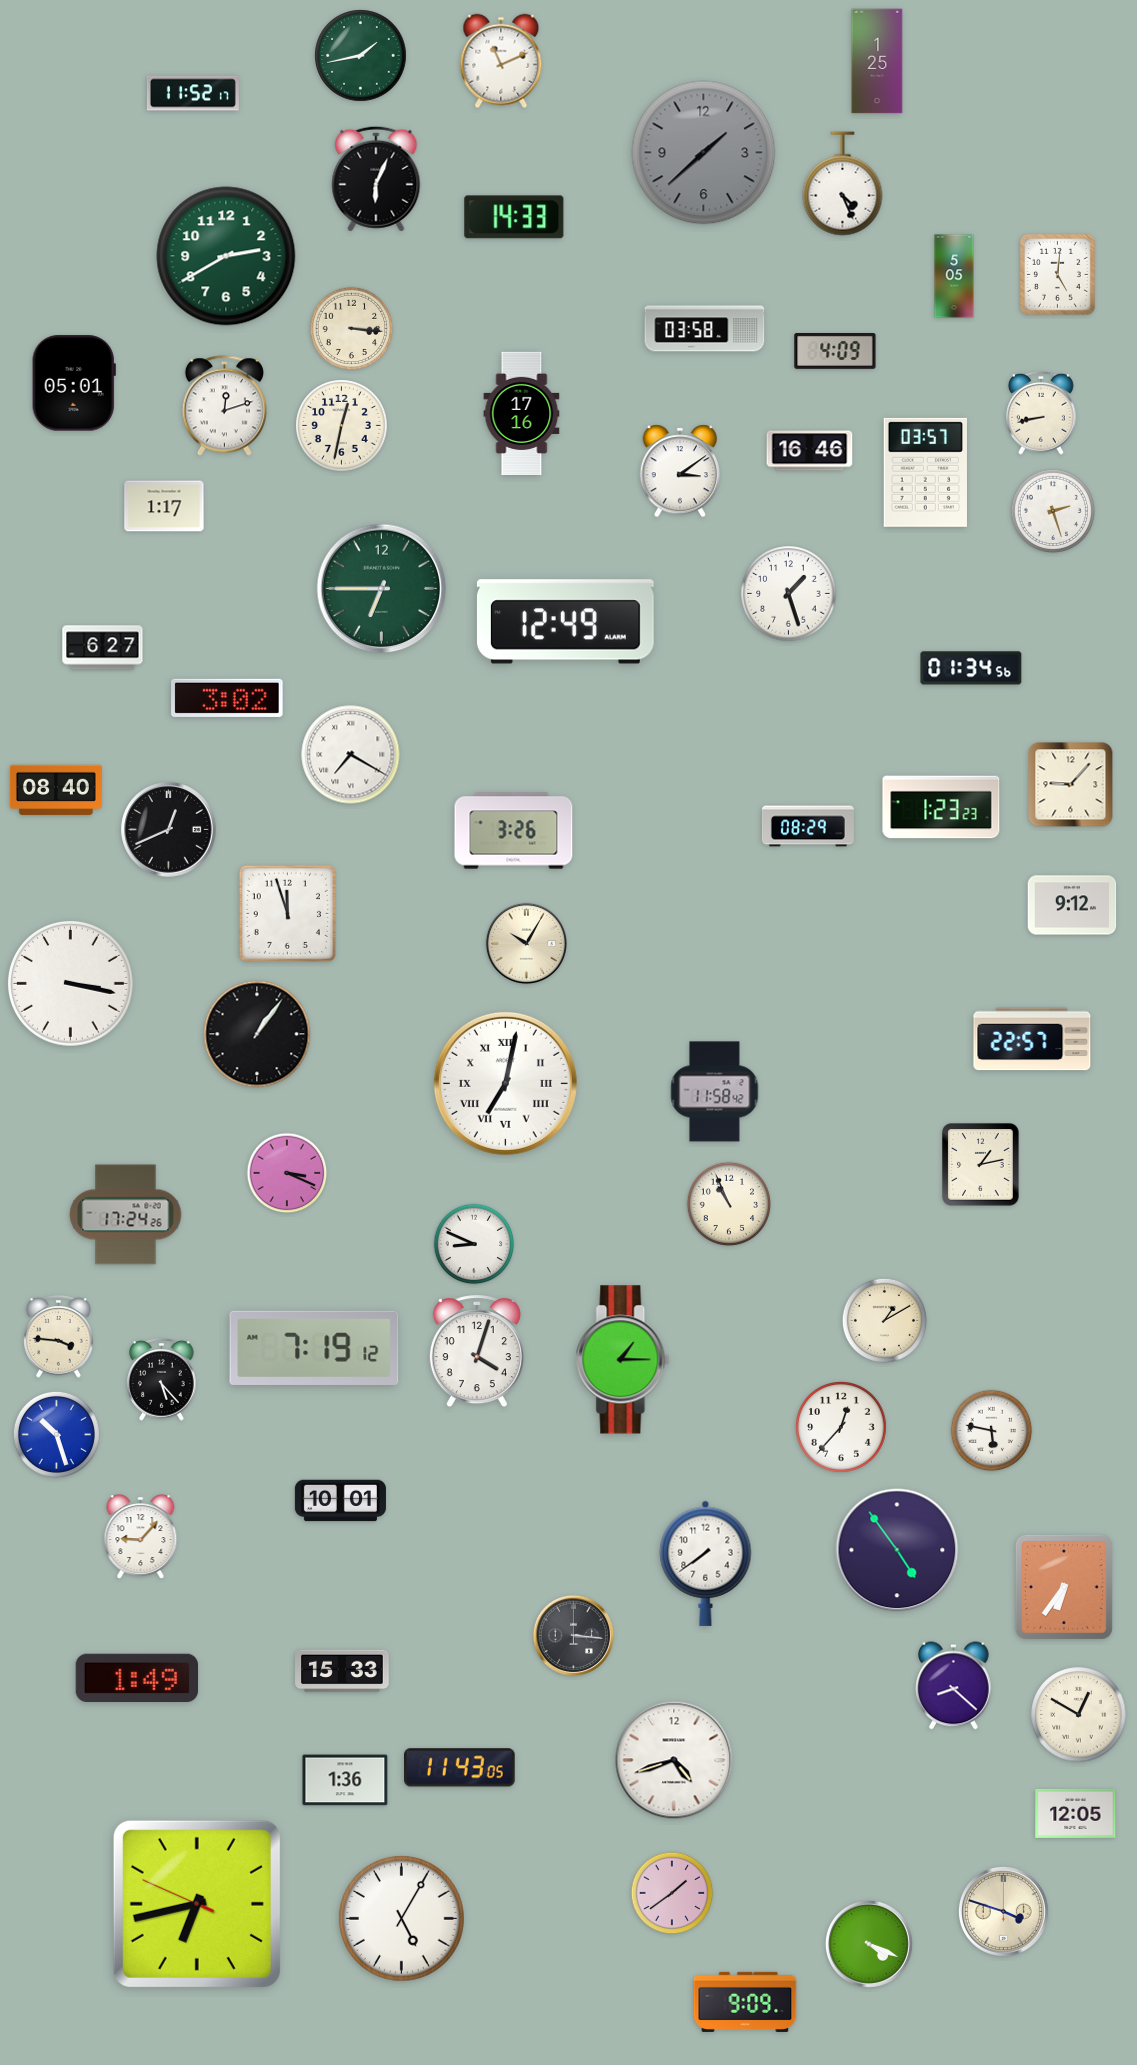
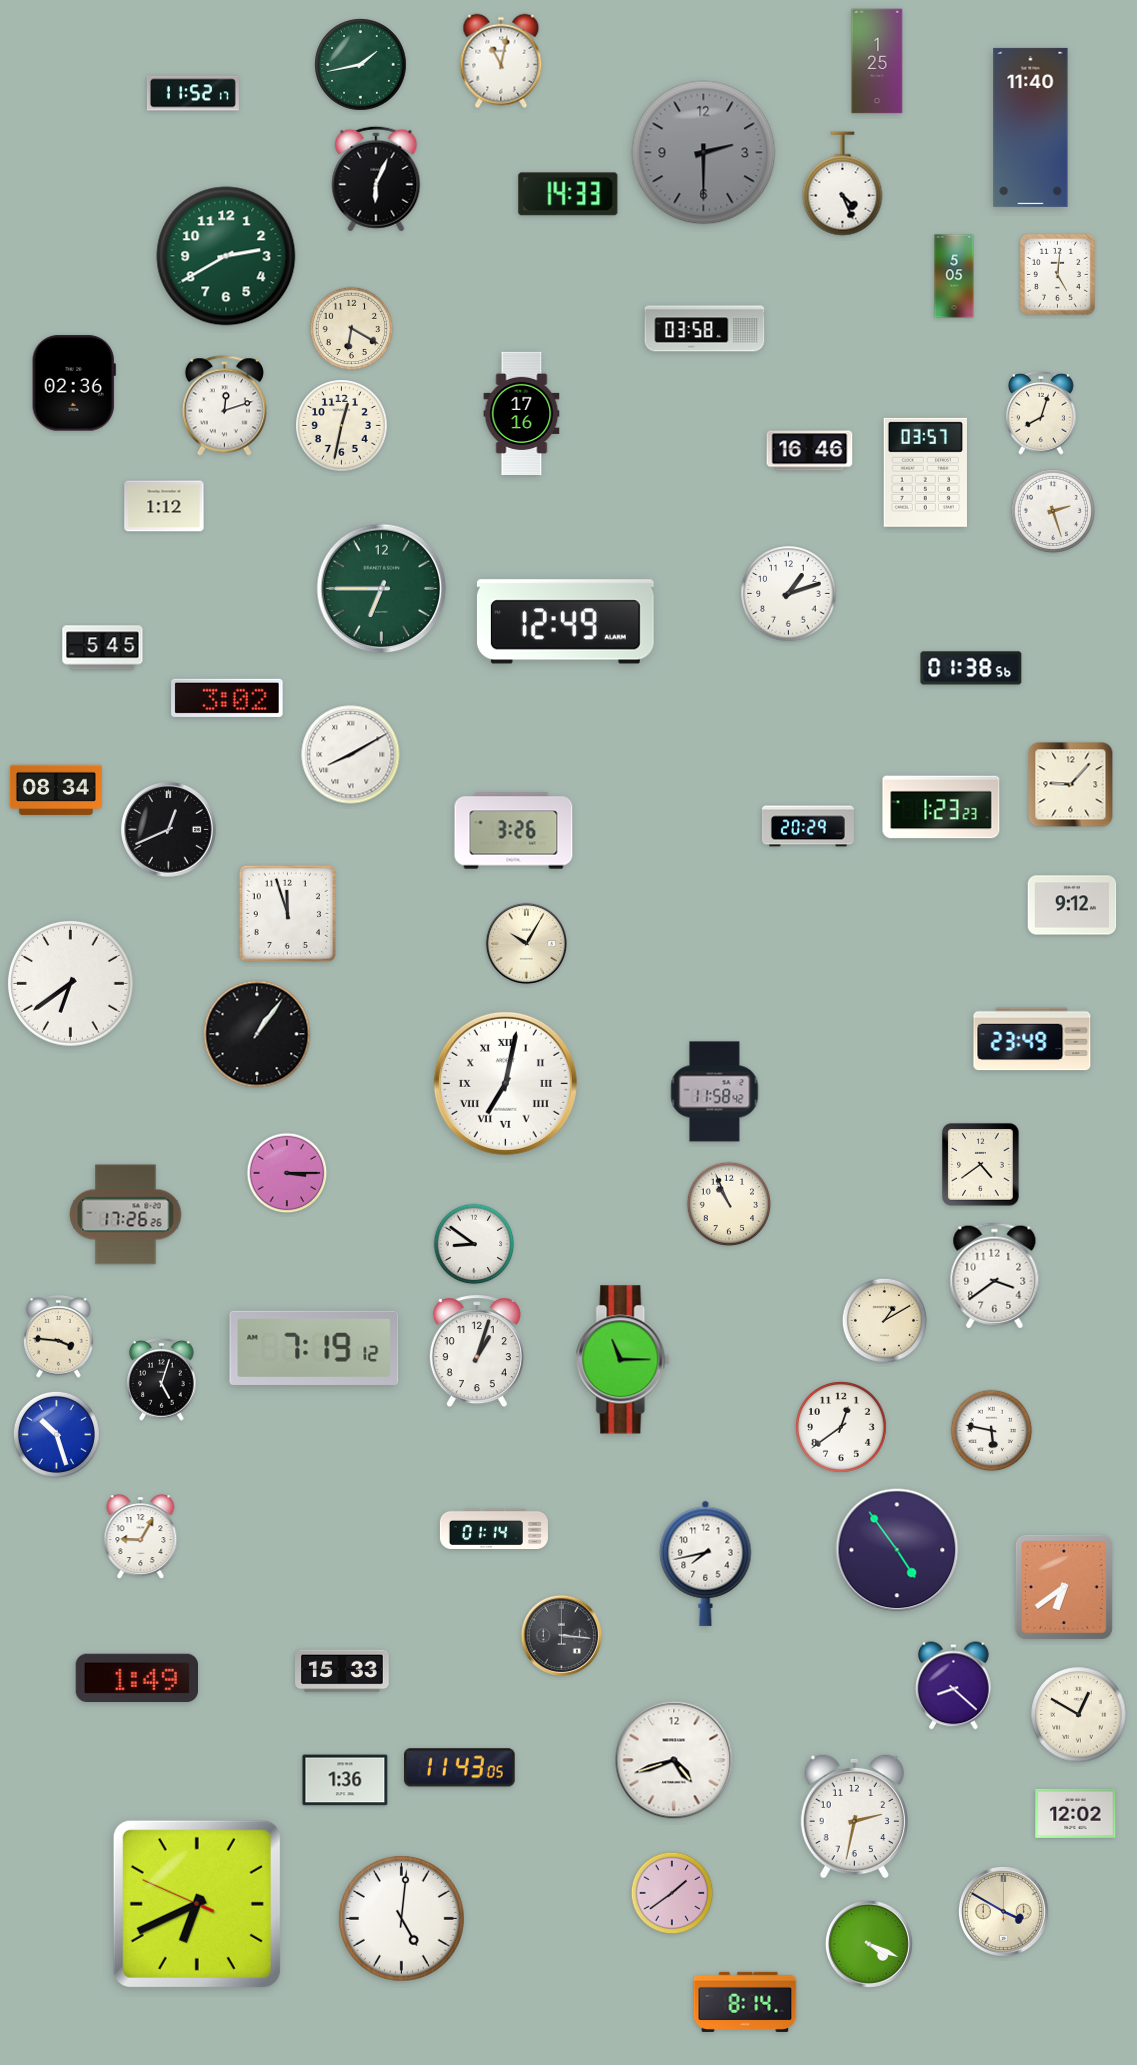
clock at (361, 56) position: (361, 56) -> (361, 65)
clock at (501, 61): 11:11 -> 11:02
clock at (1031, 127): none -> 11:40
clock at (704, 153): 1:38 -> 2:30
clock at (514, 217) position: (514, 217) -> (568, 194)
clock at (352, 329): 3:16 -> 6:20
clock at (835, 352): 4:09 -> none
clock at (74, 383): 05:01 -> 02:36
clock at (1041, 413): 8:43 -> 8:03
clock at (680, 471): 3:09 -> none
clock at (164, 506): 1:17 -> 1:12
clock at (789, 594): 1:27 -> 1:12
clock at (103, 648): 6:27 -> 5:45
clock at (971, 668): 01:34 -> 01:38
clock at (351, 755): 7:20 -> 8:10
clock at (56, 790): 08:40 -> 08:34
clock at (808, 826): 08:29 -> 20:29
clock at (71, 984): 3:17 -> 6:39
clock at (1032, 1039): 22:57 -> 23:49
clock at (981, 1165): 1:13 -> 4:39
clock at (287, 1173): 3:19 -> 3:15
clock at (126, 1215): 17:24 -> 17:26
clock at (474, 1244): 8:49 -> 8:51
clock at (995, 1276): none -> 3:39
clock at (477, 1352): 4:03 -> 1:03
clock at (623, 1360): 1:15 -> 11:15
clock at (162, 1380): 5:23 -> 5:03
clock at (842, 1428): 12:37 -> 12:39
clock at (340, 1501): 10:01 -> none
clock at (494, 1528): none -> 01:14
clock at (141, 1537): 9:07 -> 9:05
clock at (706, 1563): 7:39 -> 7:43
clock at (1064, 1587): 6:36 -> 6:39
clock at (573, 1635) position: (573, 1635) -> (561, 1635)
clock at (1076, 1813): 12:05 -> 12:02
clock at (854, 1816): none -> 2:32
clock at (197, 1904): 6:42 -> 6:40
clock at (1003, 1911): 3:48 -> 3:50
clock at (402, 1919): 5:05 -> 5:01
clock at (745, 2002): 9:09 -> 8:14
